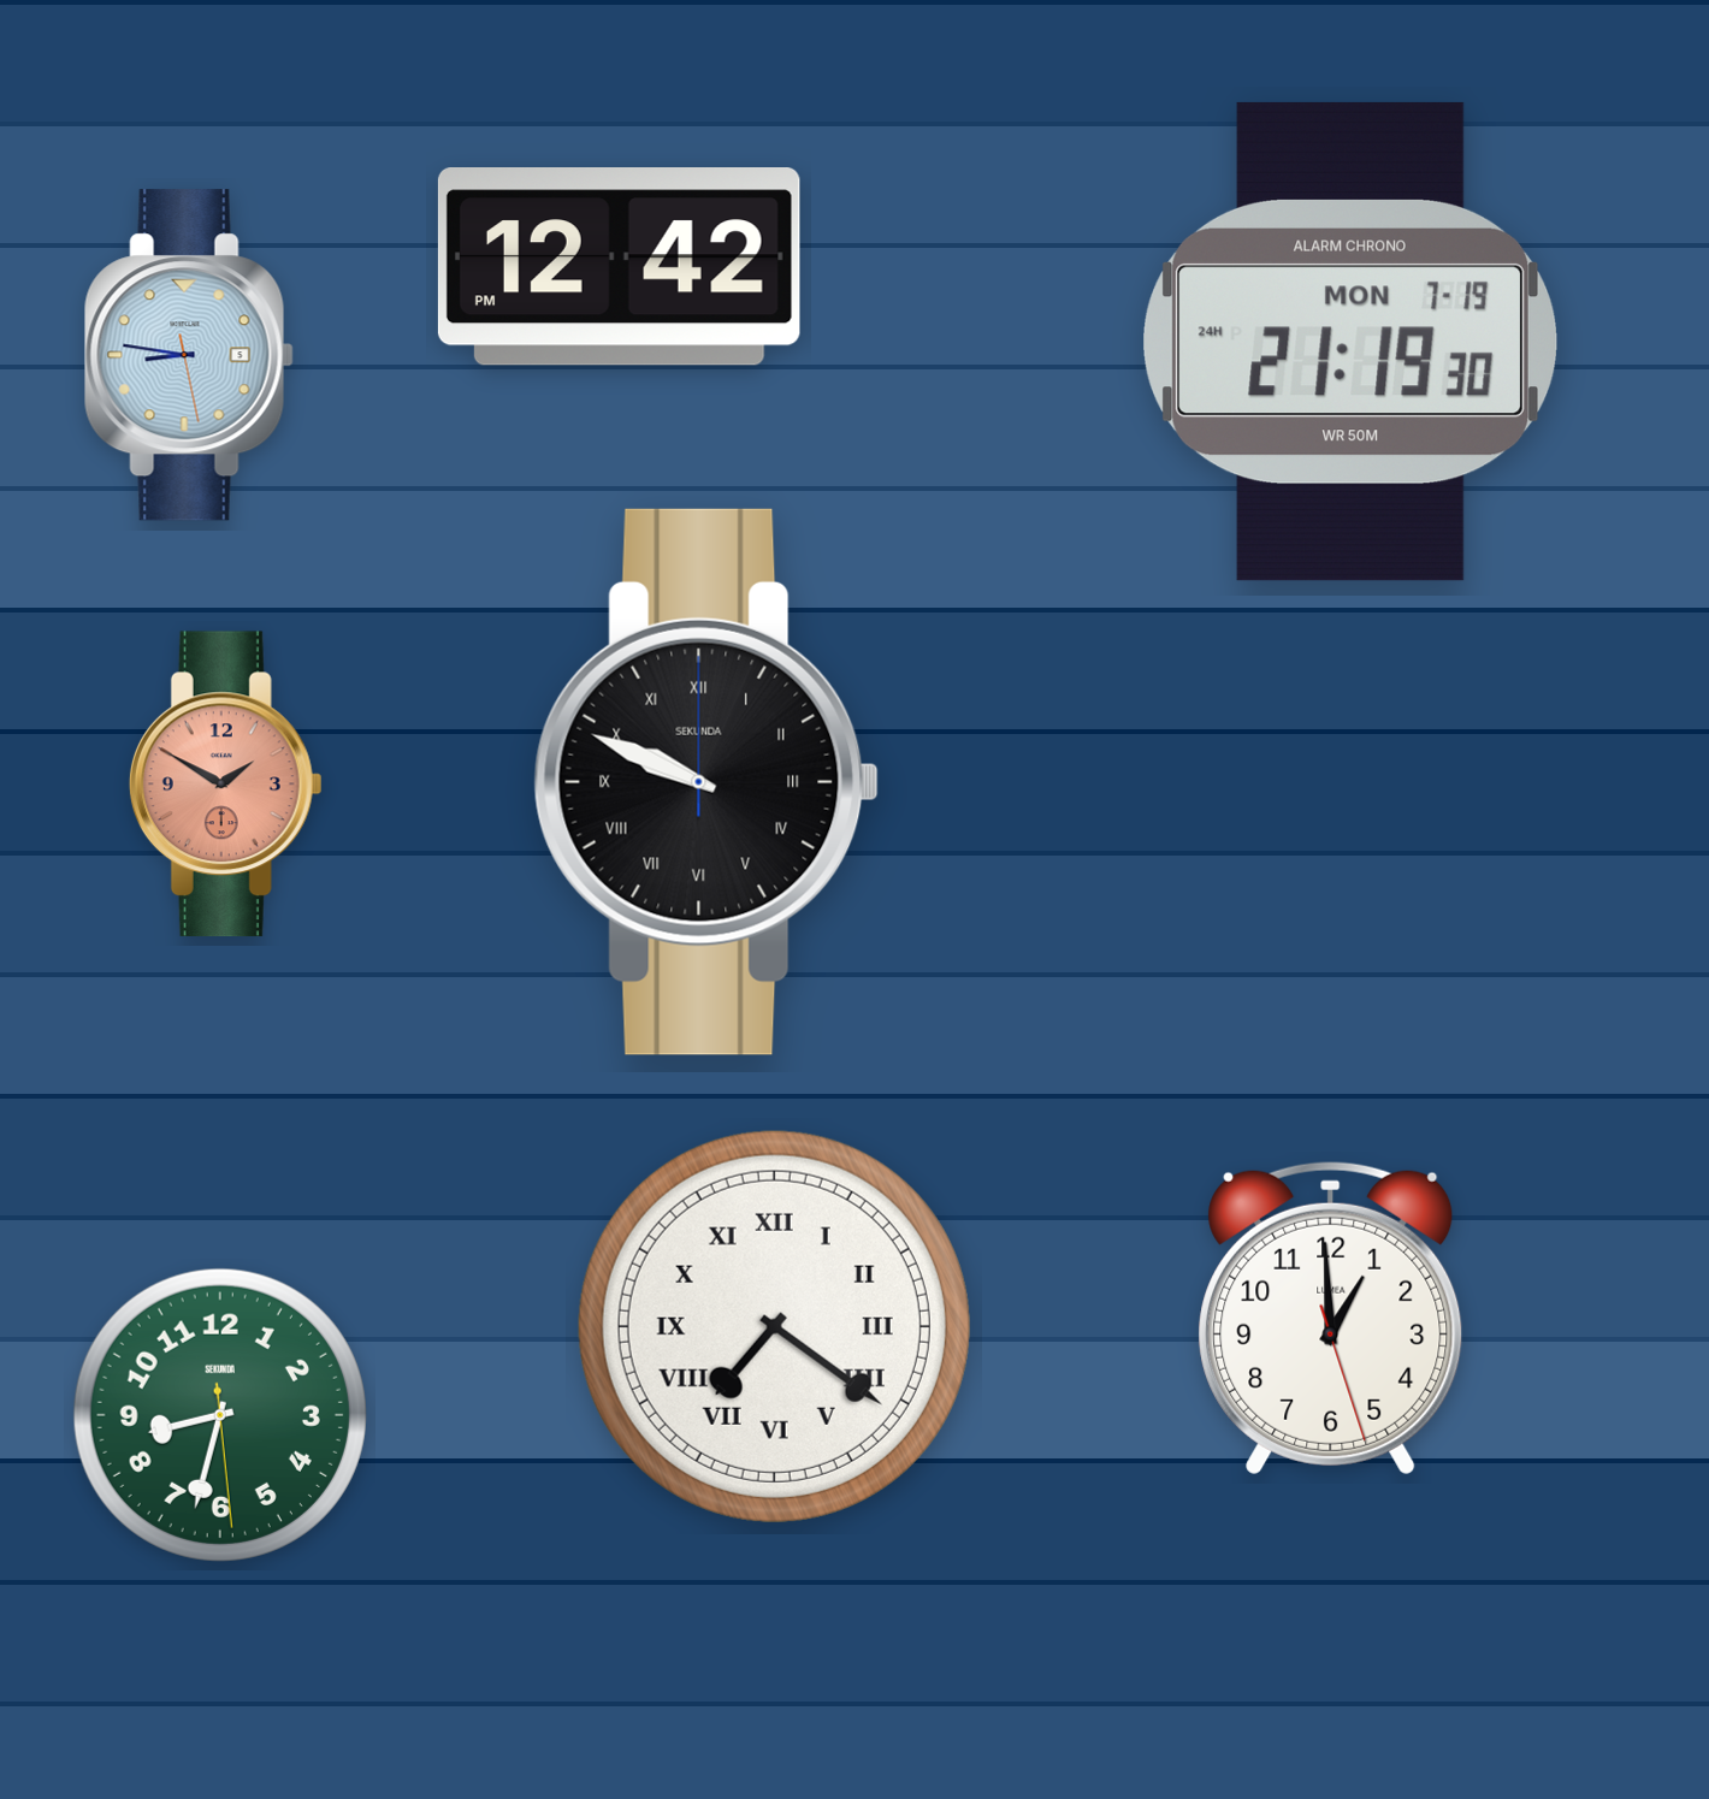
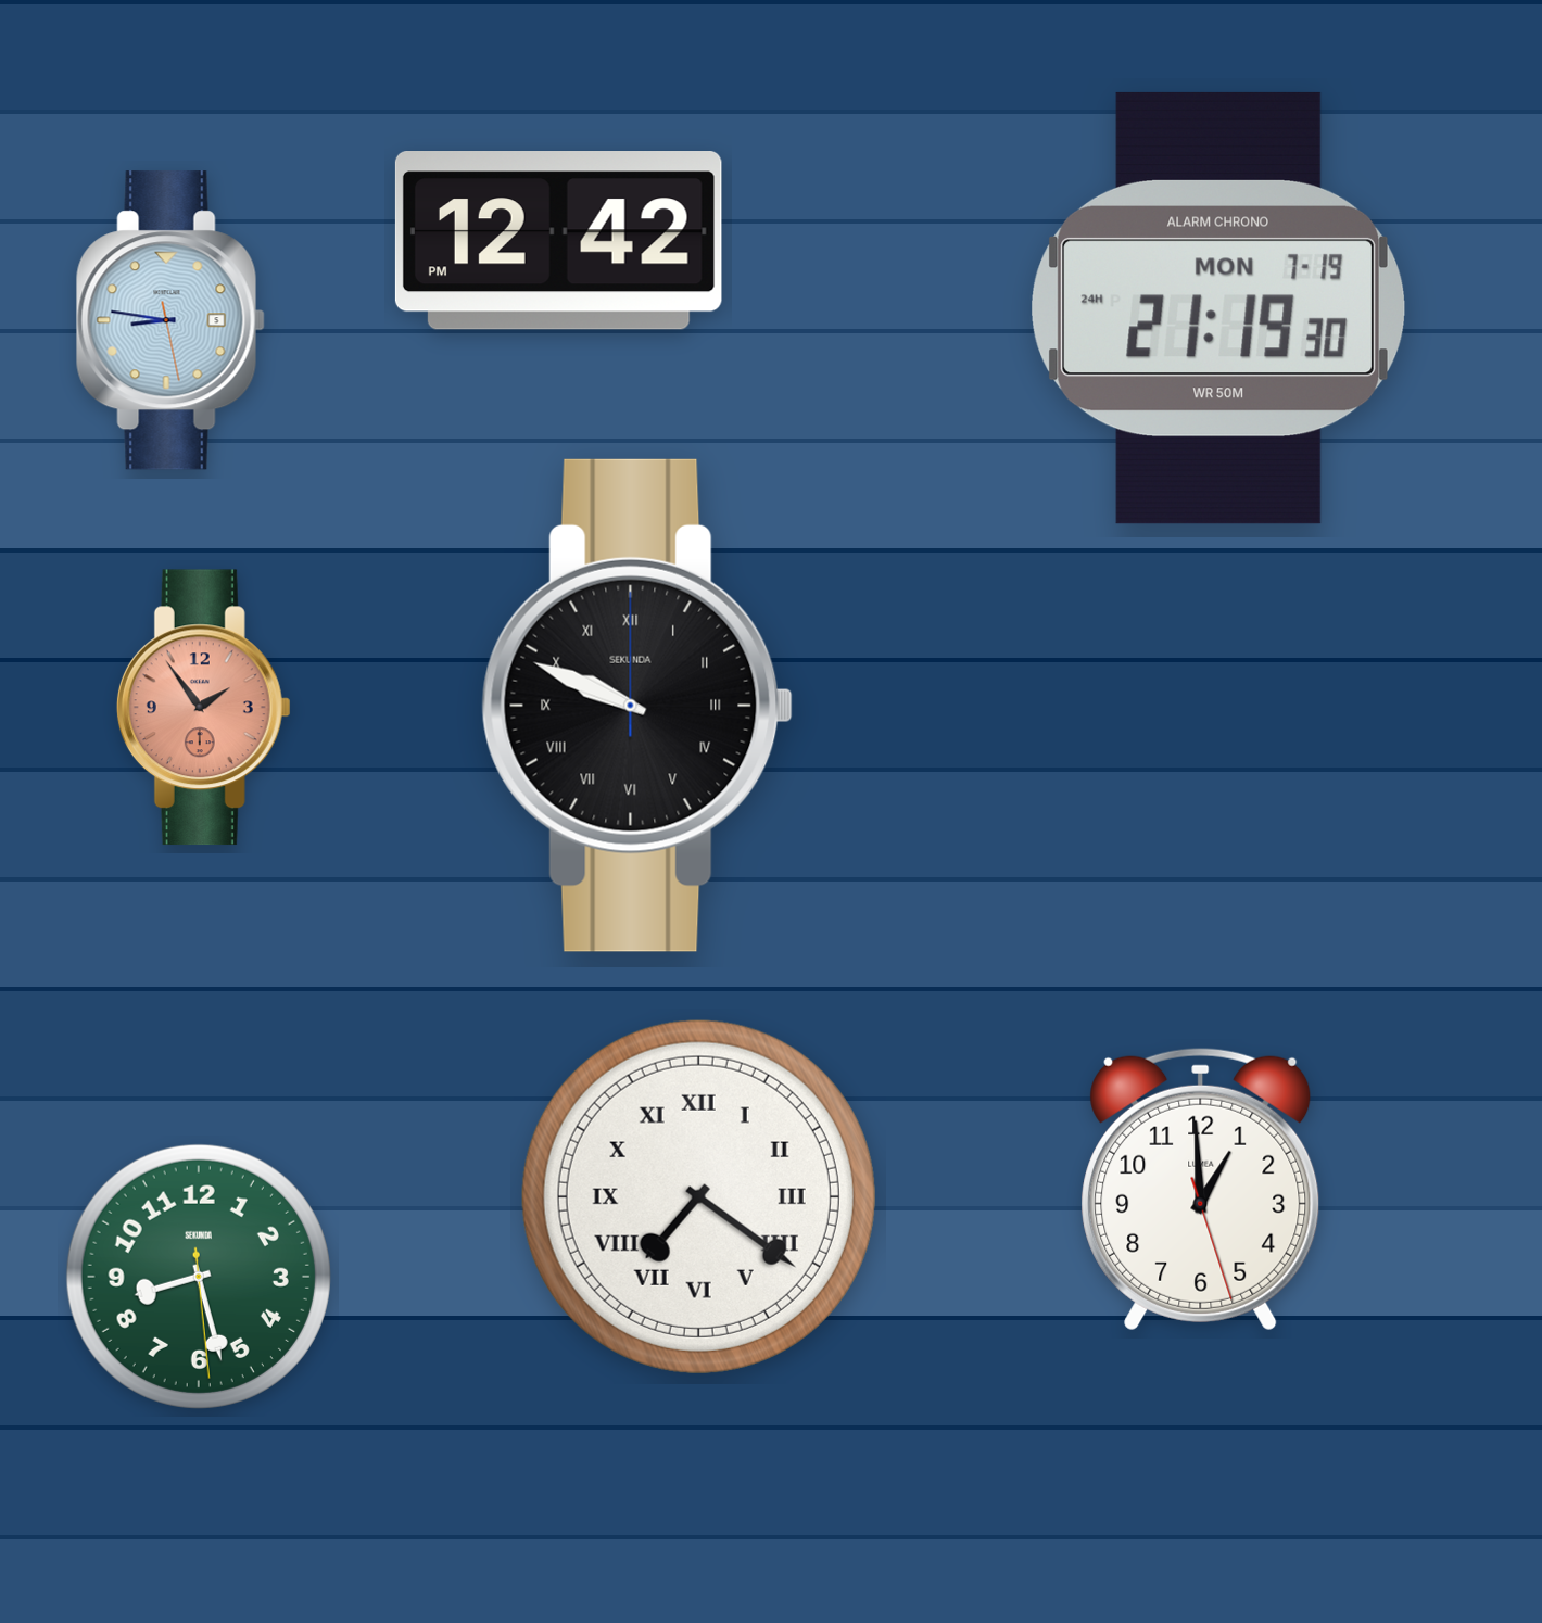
clock at (225, 785): 1:50 -> 1:54
clock at (220, 1415): 8:32 -> 8:27
